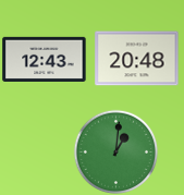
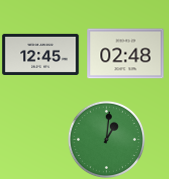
clock at (45, 59): 12:43 -> 12:45
clock at (137, 59): 20:48 -> 02:48
